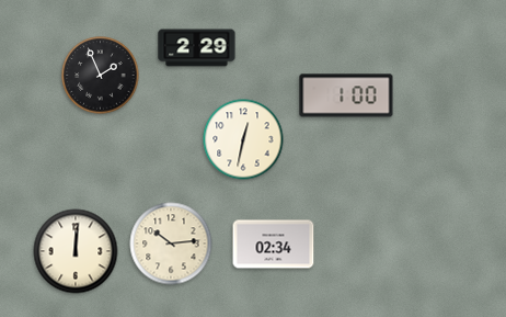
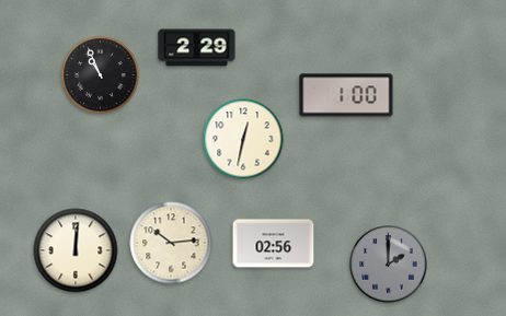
clock at (101, 76): 1:56 -> 10:56
clock at (274, 245): 02:34 -> 02:56
clock at (389, 265): none -> 2:00
